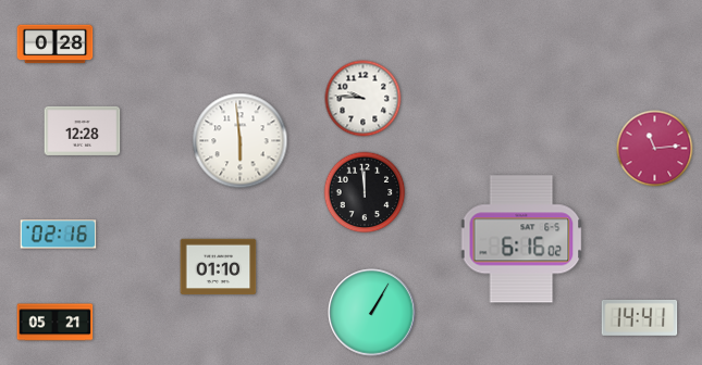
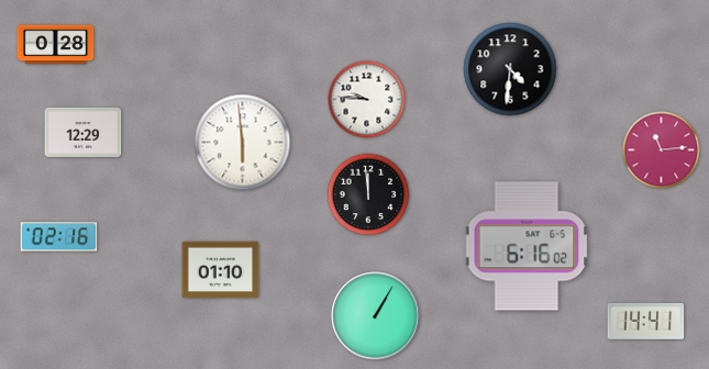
clock at (510, 69): none -> 4:31
clock at (83, 130): 12:28 -> 12:29
clock at (521, 239) position: (521, 239) -> (527, 246)
clock at (56, 323): 05:21 -> none
